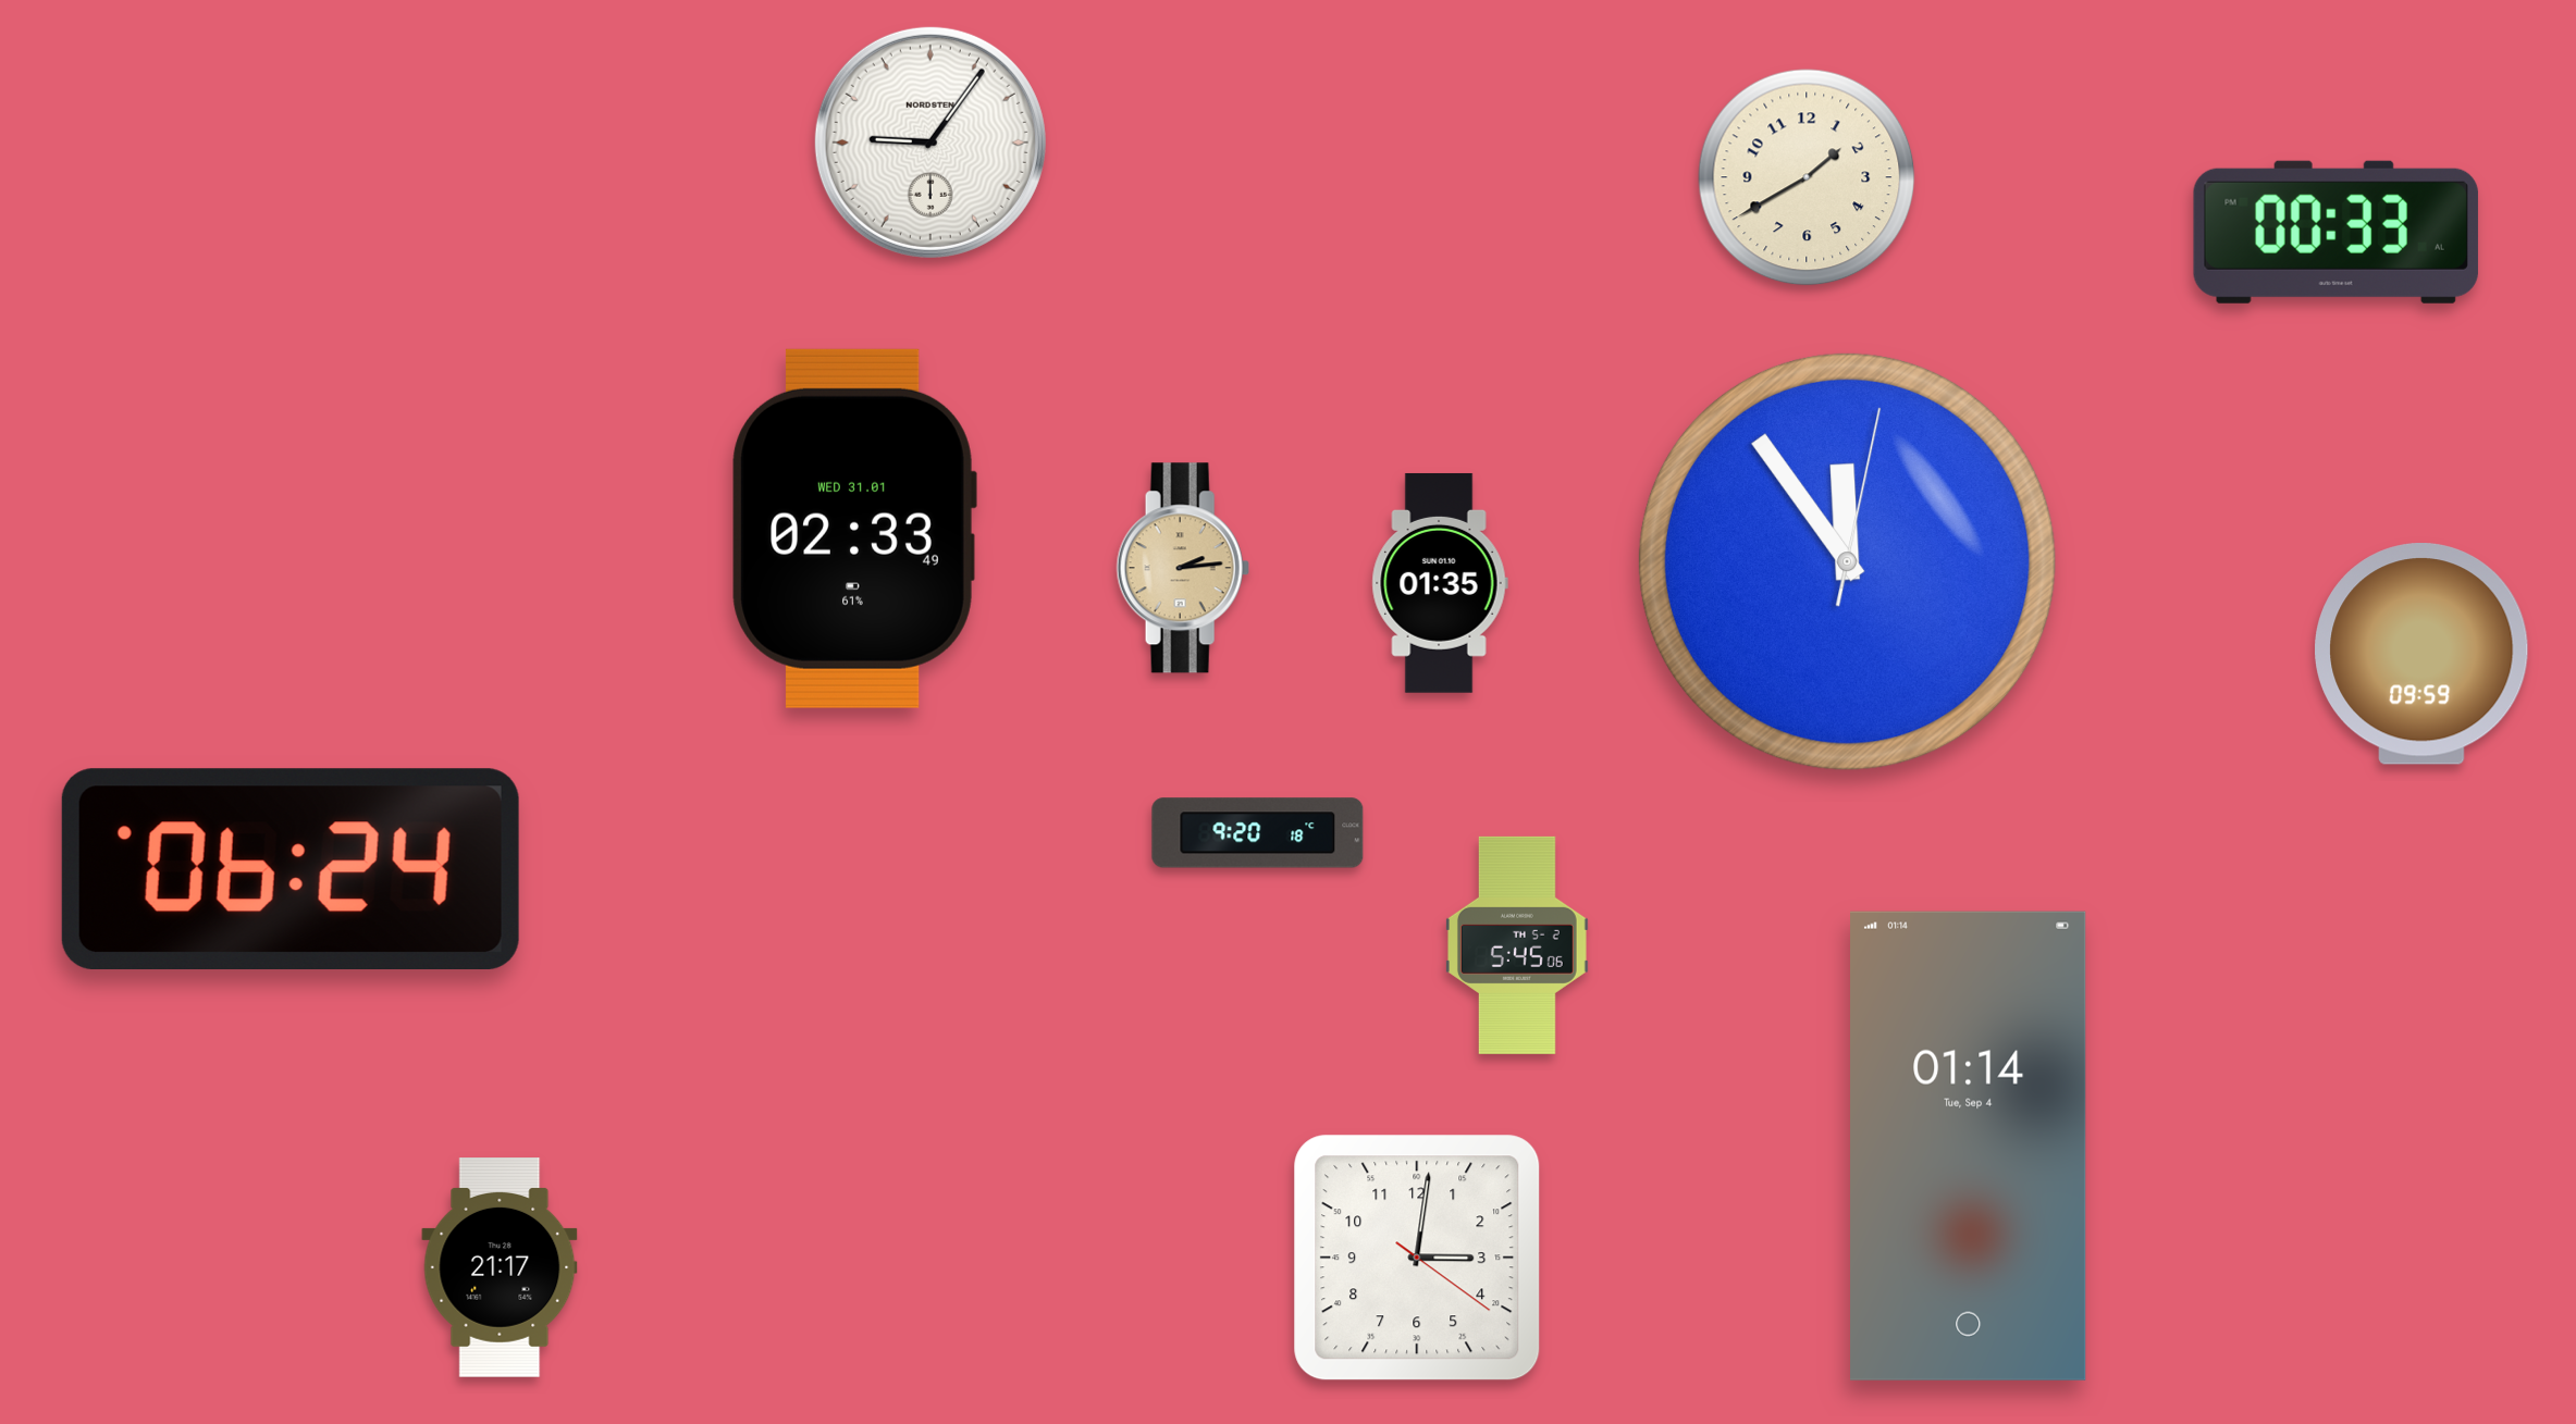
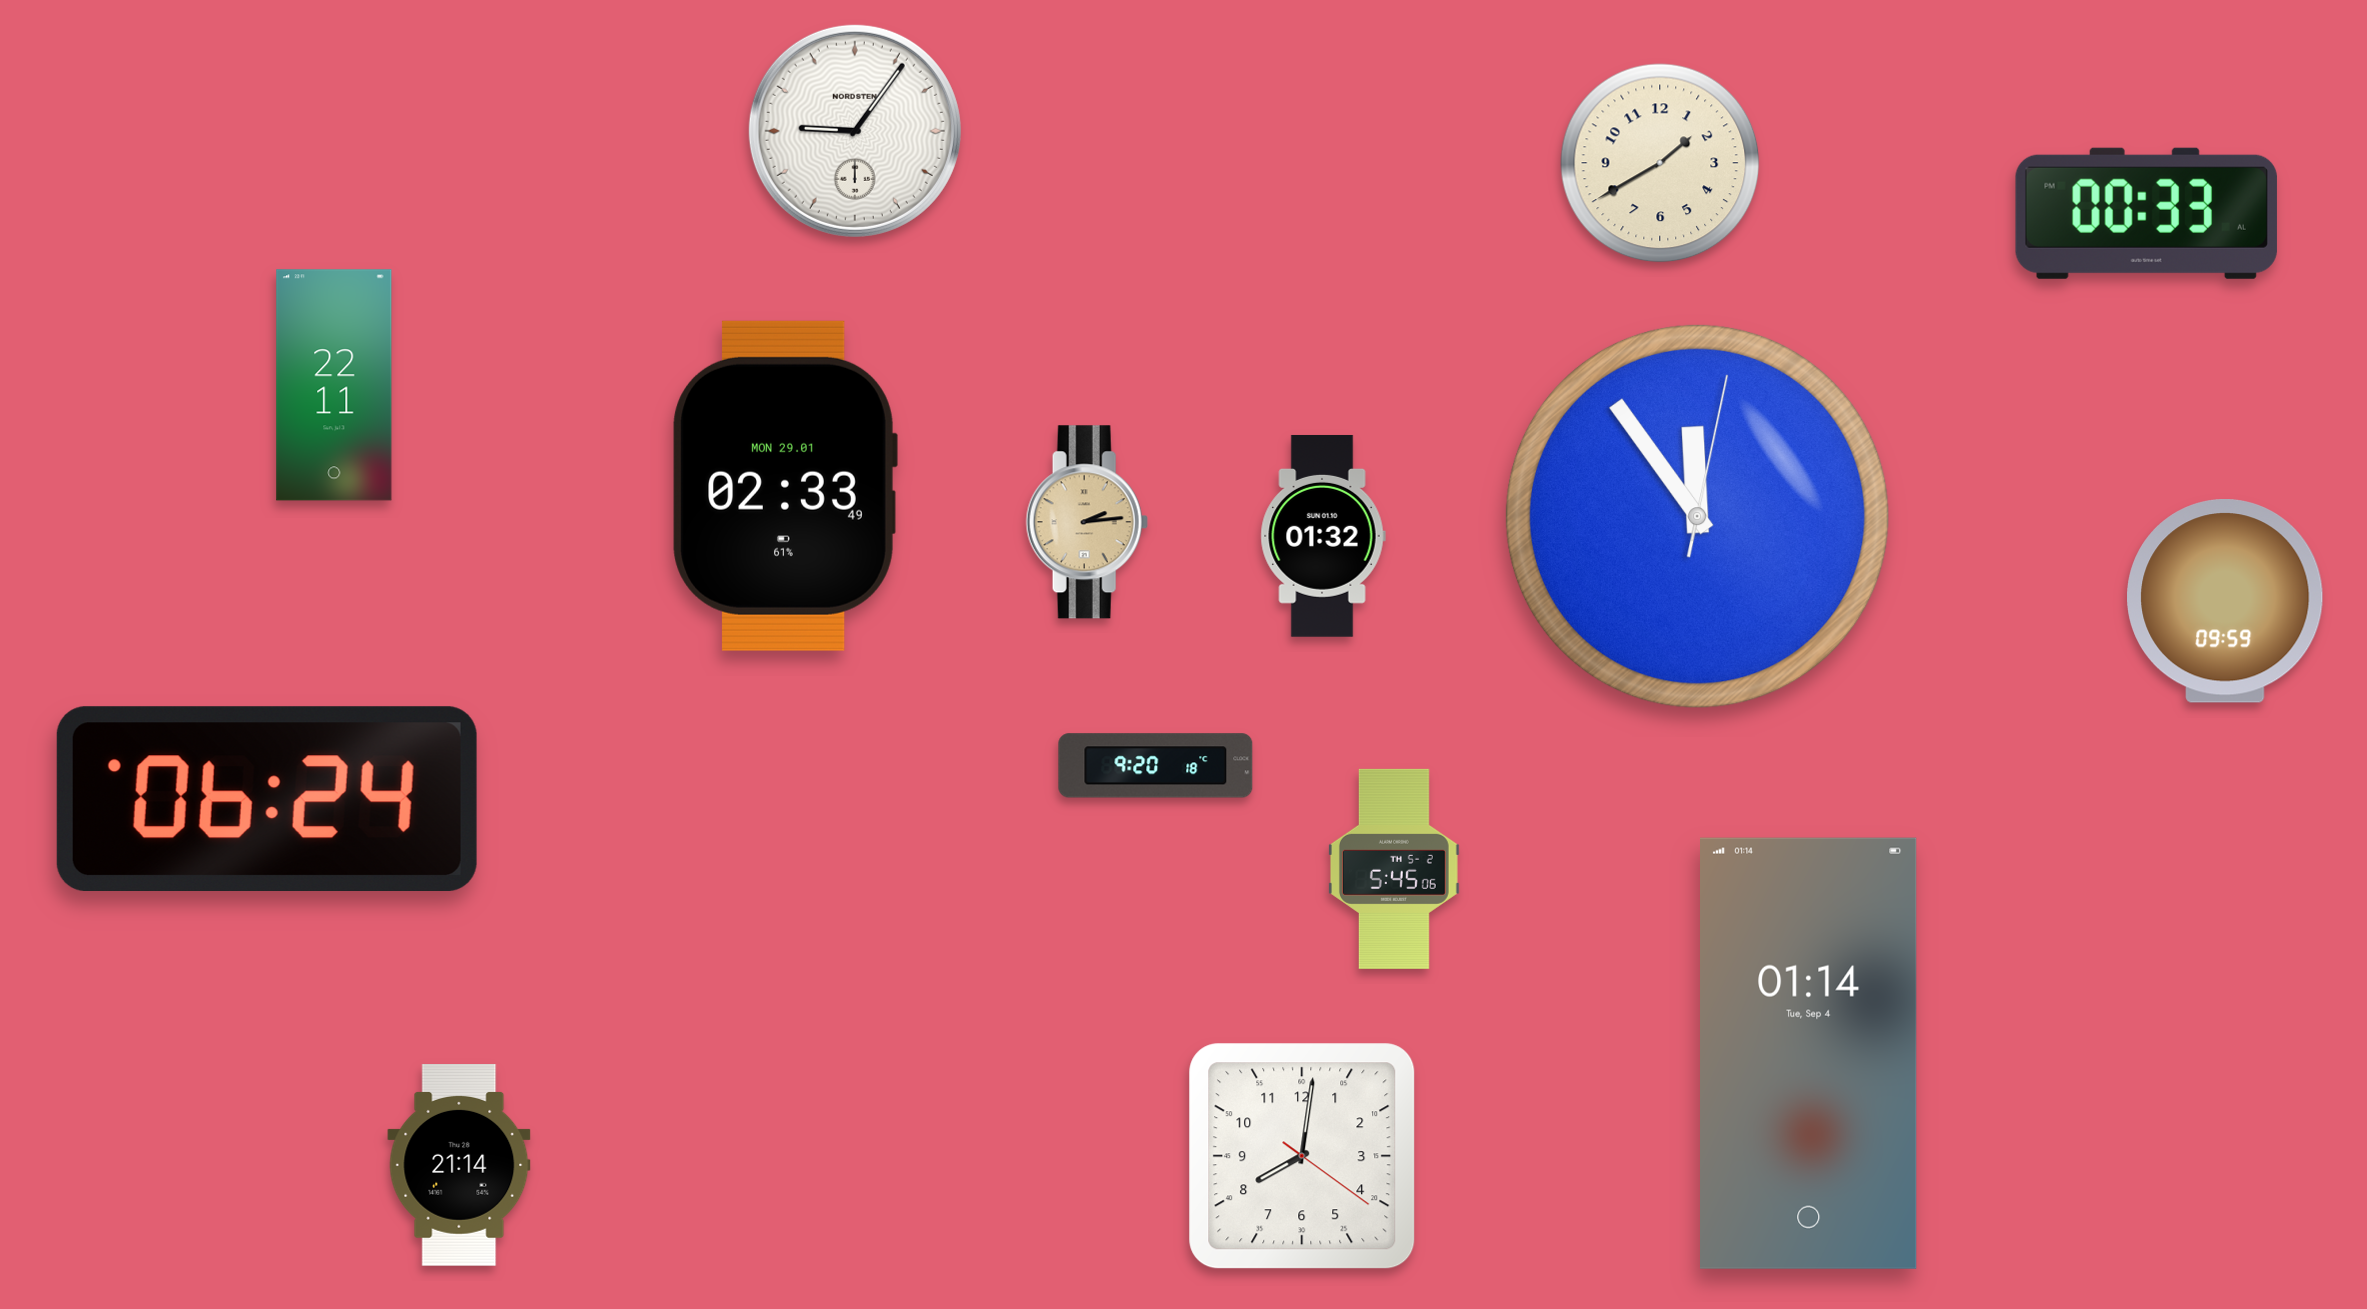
clock at (334, 385): none -> 22:11
clock at (854, 529) date: WED 31.01 -> MON 29.01
clock at (1440, 583): 01:35 -> 01:32
clock at (1417, 1258): 3:01 -> 8:01
clock at (500, 1268): 21:17 -> 21:14
